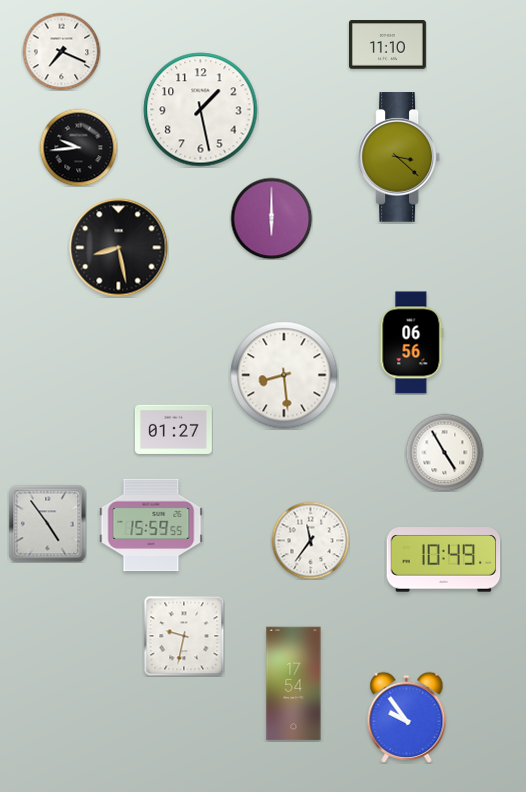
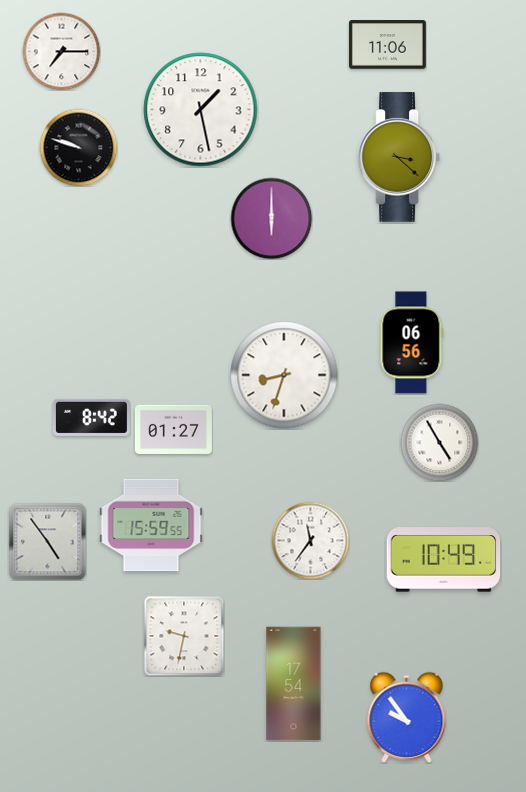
clock at (387, 45): 11:10 -> 11:06
clock at (61, 51): 7:19 -> 7:15
clock at (78, 147): 9:44 -> 9:48
clock at (119, 248): 8:28 -> none
clock at (284, 375): 8:29 -> 8:33
clock at (91, 417): none -> 8:42
clock at (444, 452) position: (444, 452) -> (439, 442)
clock at (47, 523) position: (47, 523) -> (47, 541)
